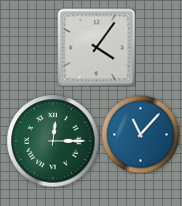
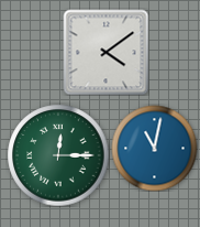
clock at (96, 47): 4:06 -> 4:09
clock at (140, 134): 11:07 -> 11:02
